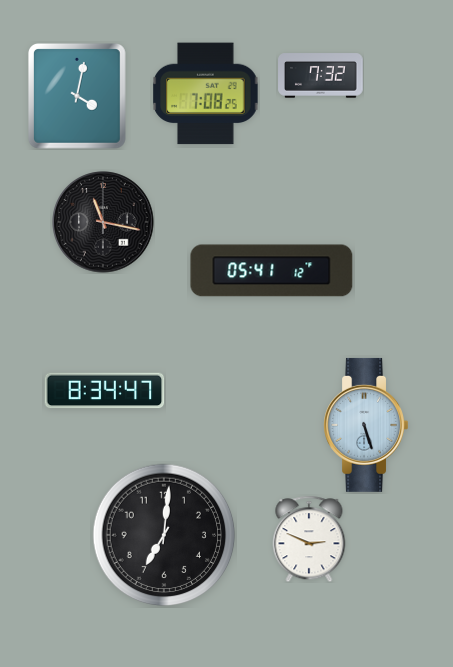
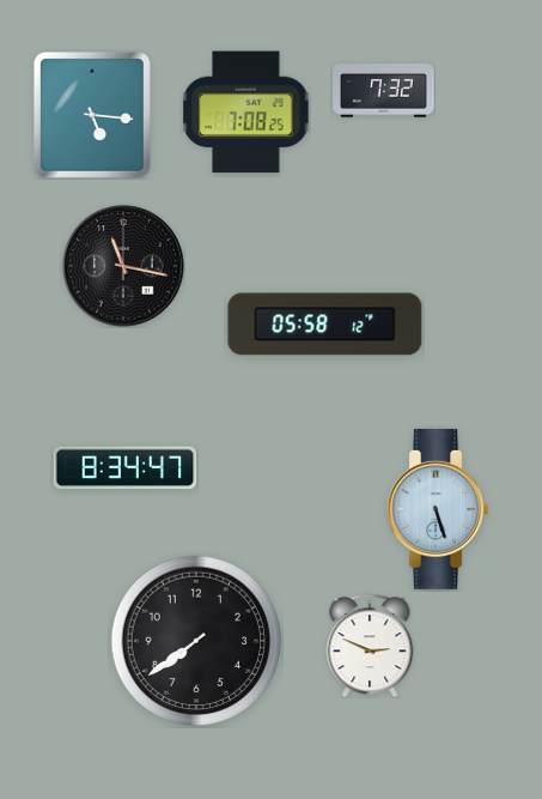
clock at (77, 96): 4:02 -> 5:16
clock at (272, 271): 05:41 -> 05:58
clock at (164, 535): 7:01 -> 7:39
